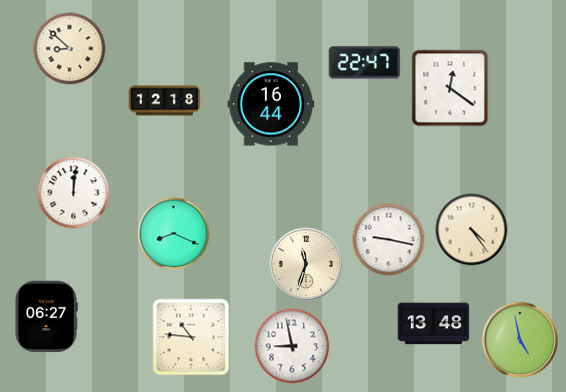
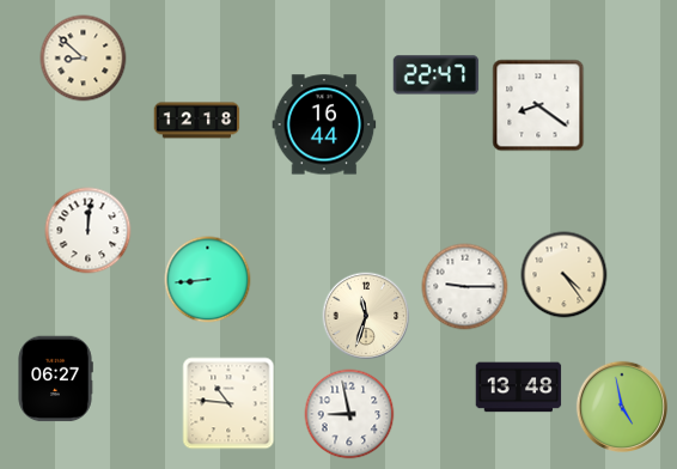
clock at (450, 88): 12:21 -> 8:21
clock at (174, 234): 8:19 -> 8:44
clock at (389, 240): 9:17 -> 9:15
